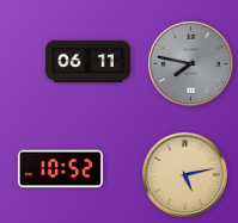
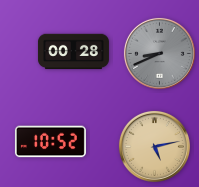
clock at (87, 62): 06:11 -> 00:28
clock at (190, 63): 7:47 -> 8:41
